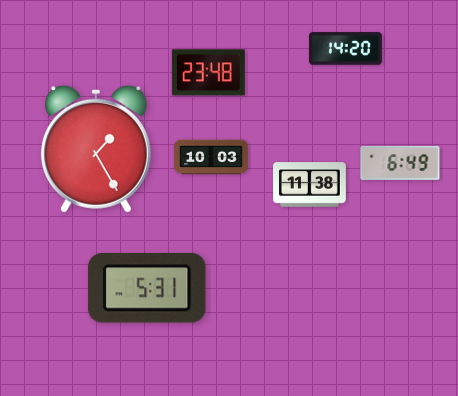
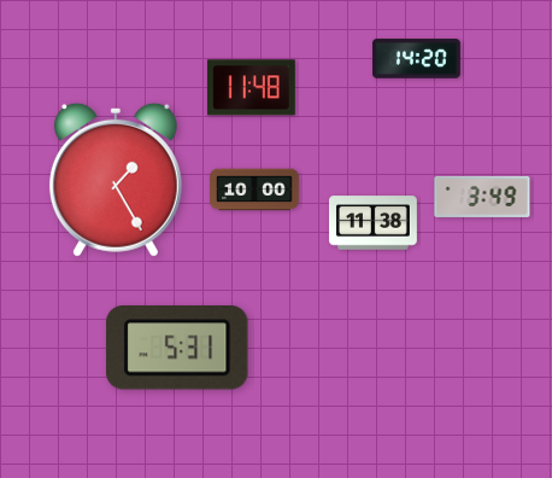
clock at (208, 73): 23:48 -> 11:48
clock at (211, 157): 10:03 -> 10:00
clock at (400, 163): 6:49 -> 3:49
